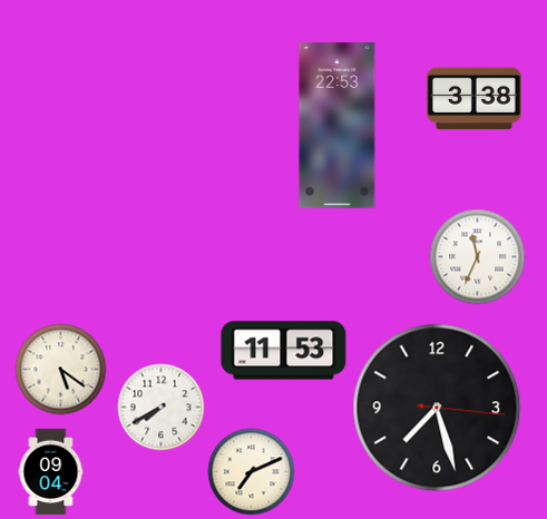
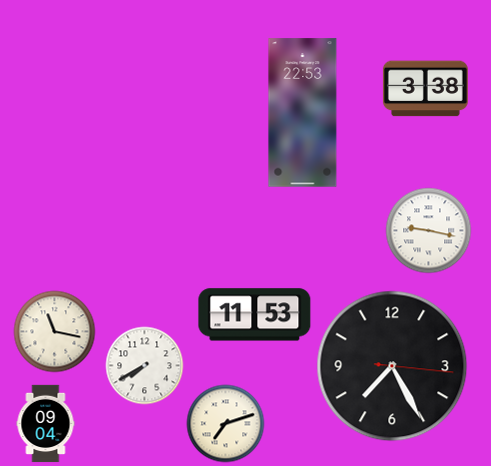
clock at (477, 256): 11:34 -> 9:17
clock at (60, 369): 5:21 -> 11:17
clock at (437, 408): 7:27 -> 7:25
clock at (251, 471): 7:11 -> 7:12
